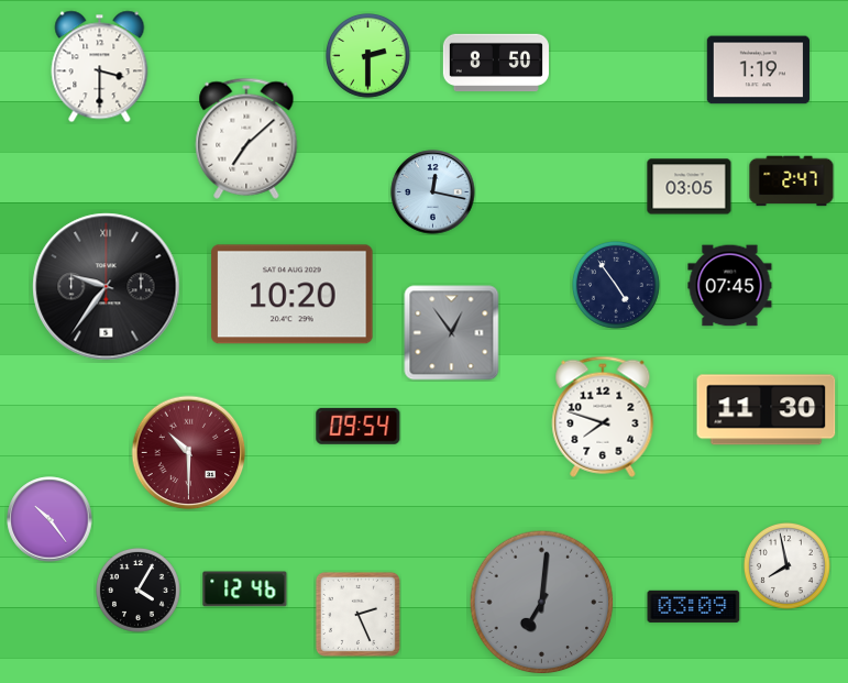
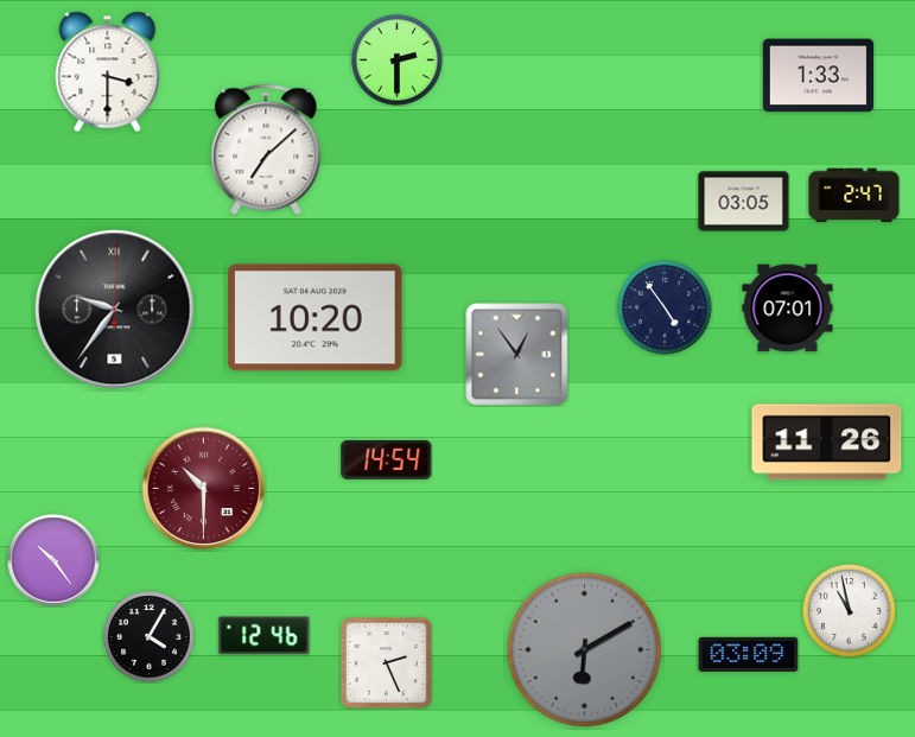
clock at (496, 63): 8:50 -> none
clock at (759, 70): 1:19 -> 1:33
clock at (433, 192): 12:17 -> none
clock at (730, 286): 07:45 -> 07:01
clock at (452, 333) position: (452, 333) -> (517, 355)
clock at (767, 410): 11:30 -> 11:26
clock at (603, 417): 7:48 -> none
clock at (359, 426): 09:54 -> 14:54
clock at (786, 565): 7:58 -> 10:58
clock at (542, 603): 7:01 -> 6:10
